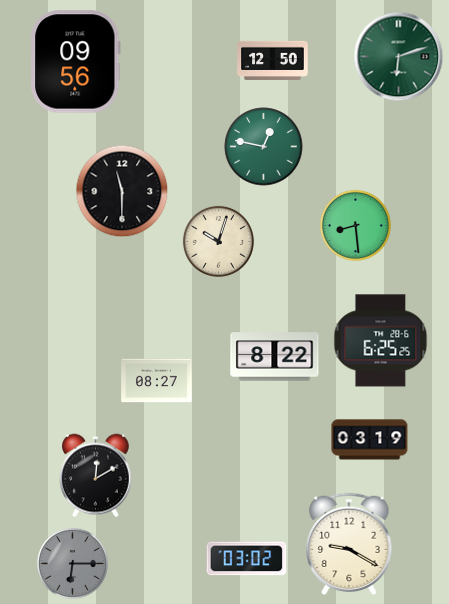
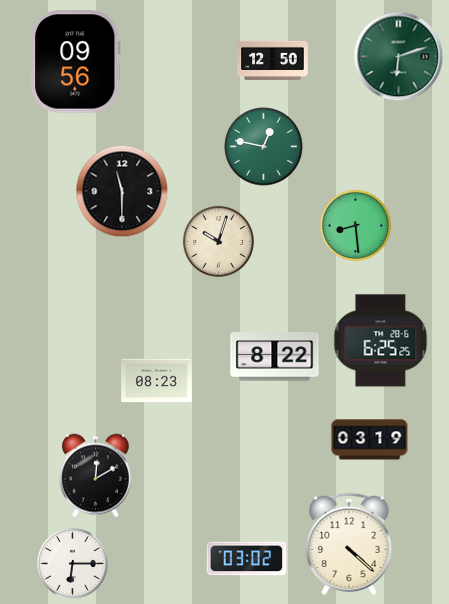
clock at (157, 381): 08:27 -> 08:23
clock at (349, 543): 9:20 -> 4:22
clock at (72, 563) dial: grey -> white
